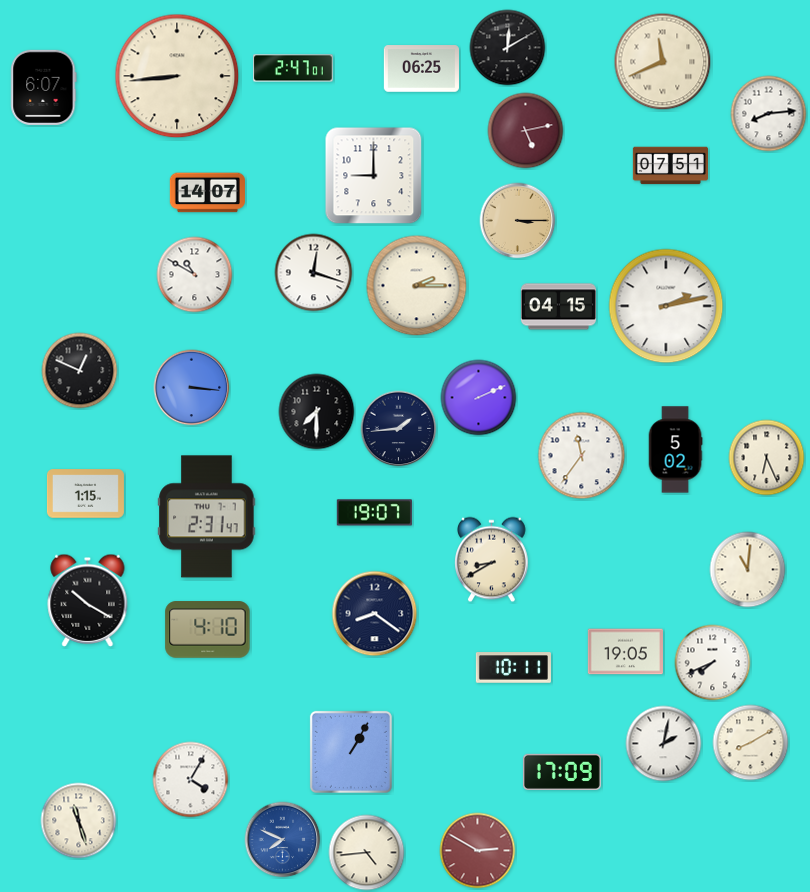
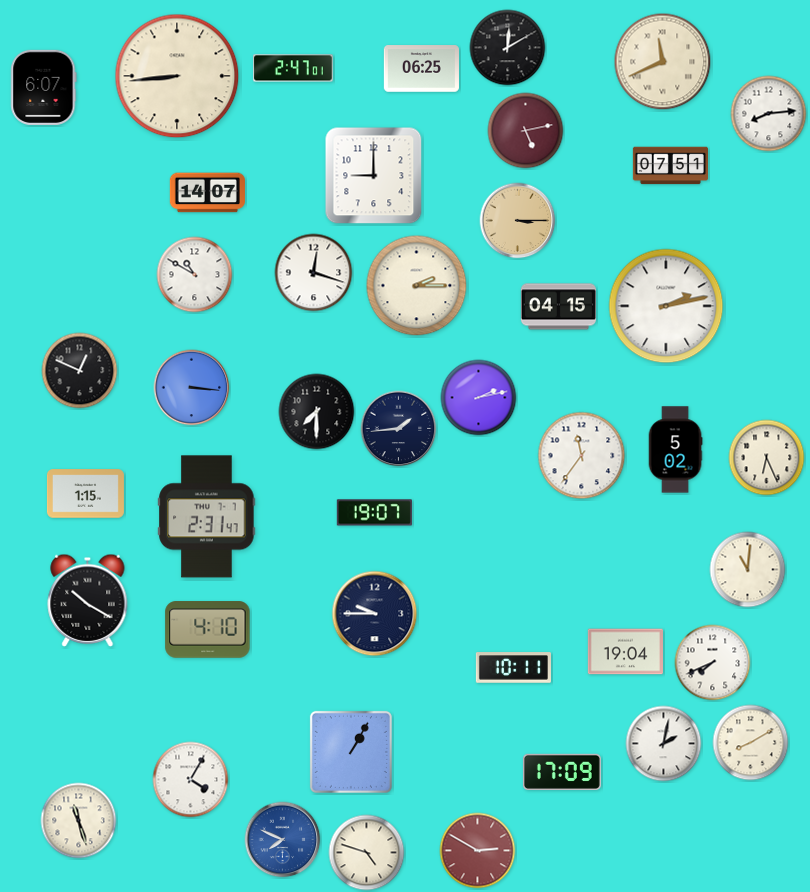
clock at (479, 398): 2:11 -> 2:13
clock at (492, 560): 8:40 -> none
clock at (375, 614): 8:21 -> 9:45
clock at (625, 652): 19:05 -> 19:04
clock at (367, 853): 4:44 -> 4:48
